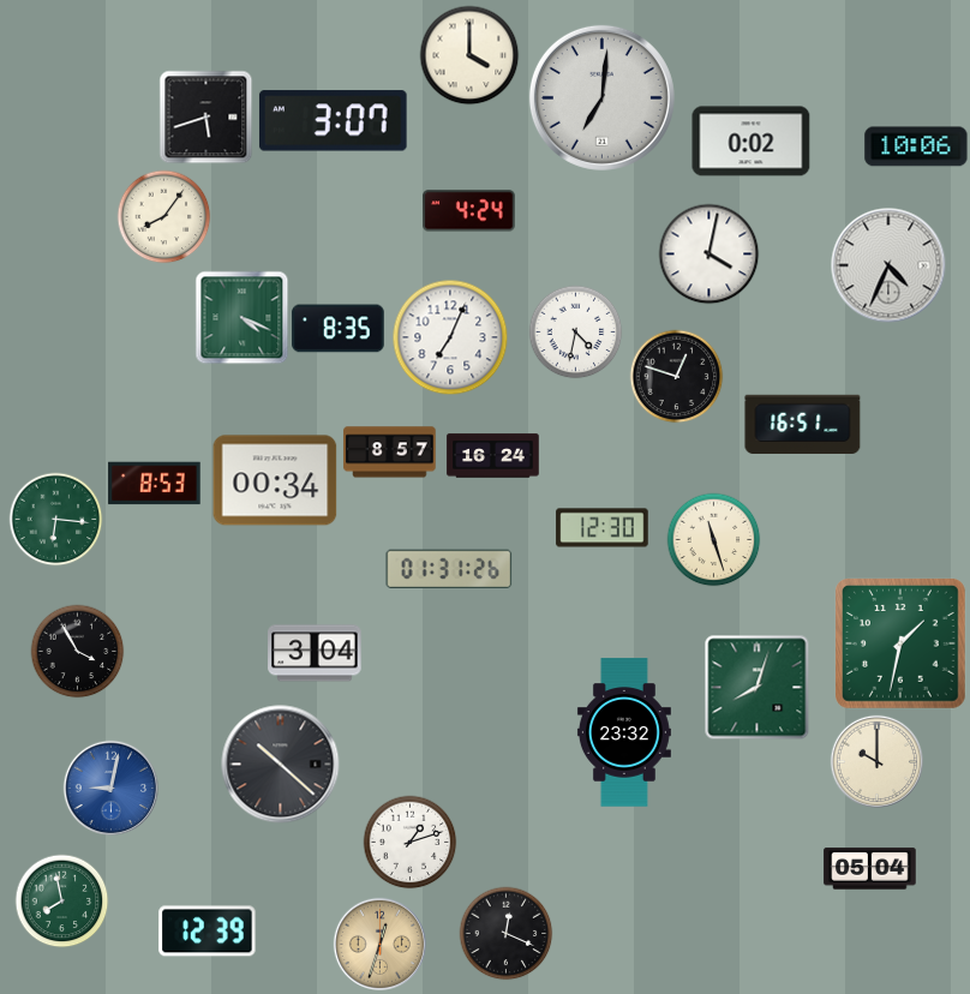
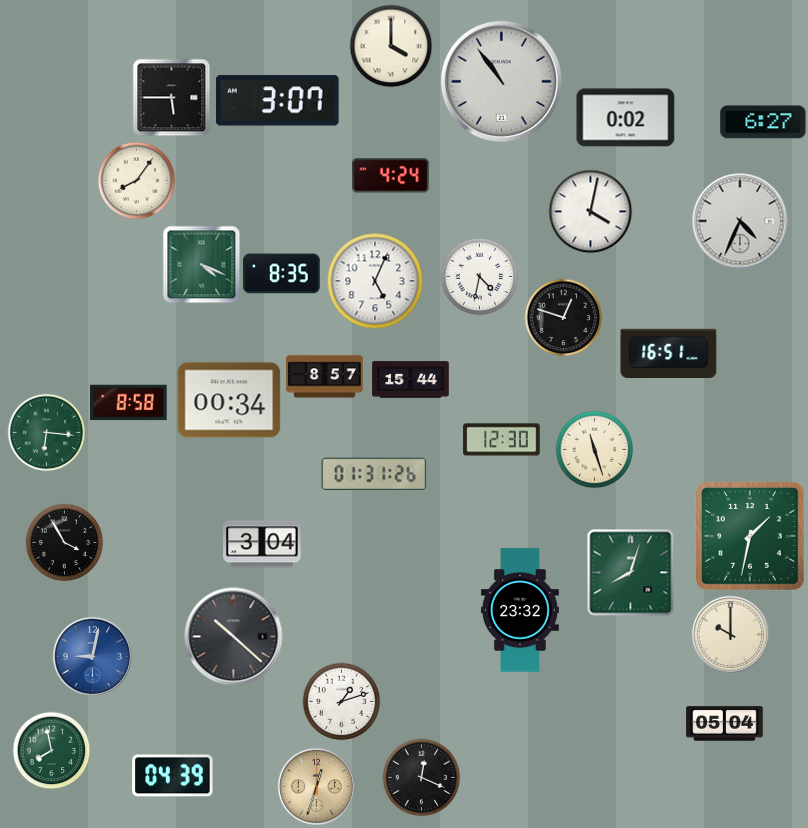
clock at (601, 97): 7:01 -> 10:54
clock at (205, 116): 5:42 -> 5:45
clock at (916, 146): 10:06 -> 6:27
clock at (450, 337): 7:04 -> 5:04
clock at (676, 376) position: (676, 376) -> (563, 317)
clock at (493, 456): 16:24 -> 15:44
clock at (155, 484): 8:53 -> 8:58
clock at (208, 932): 12:39 -> 04:39
